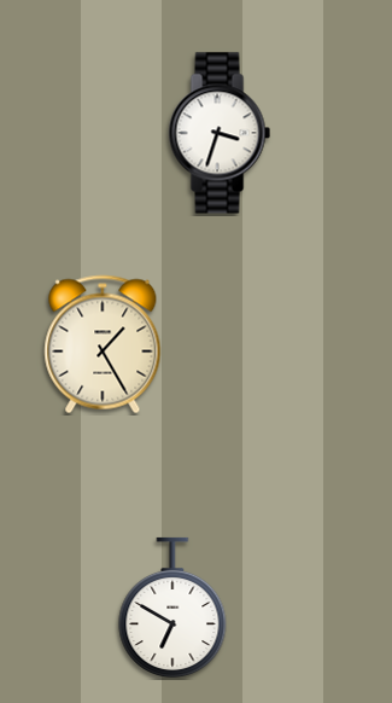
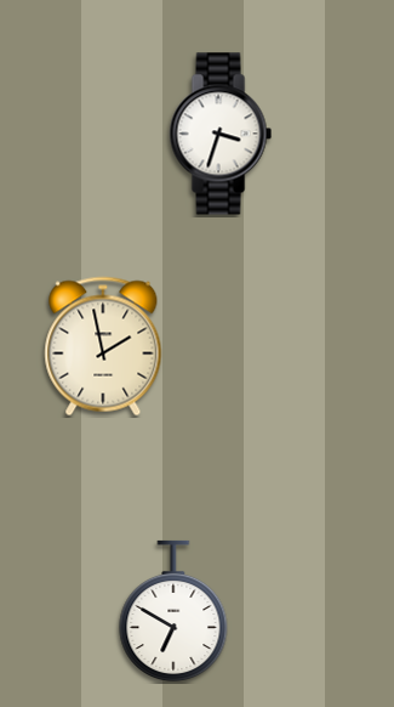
clock at (103, 344): 1:25 -> 1:58
